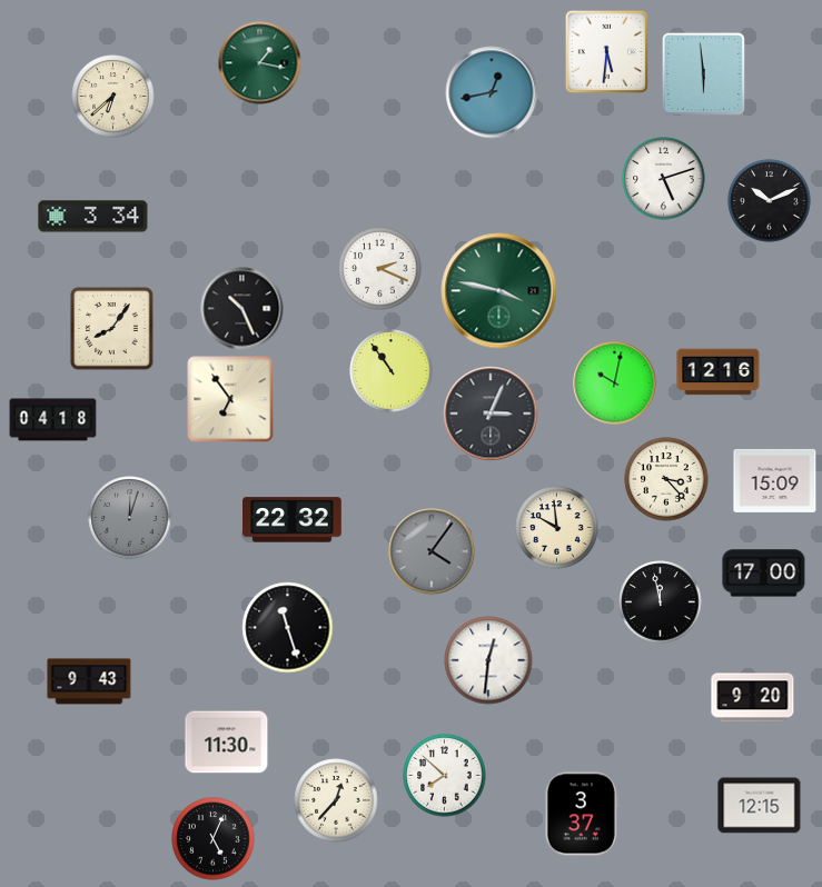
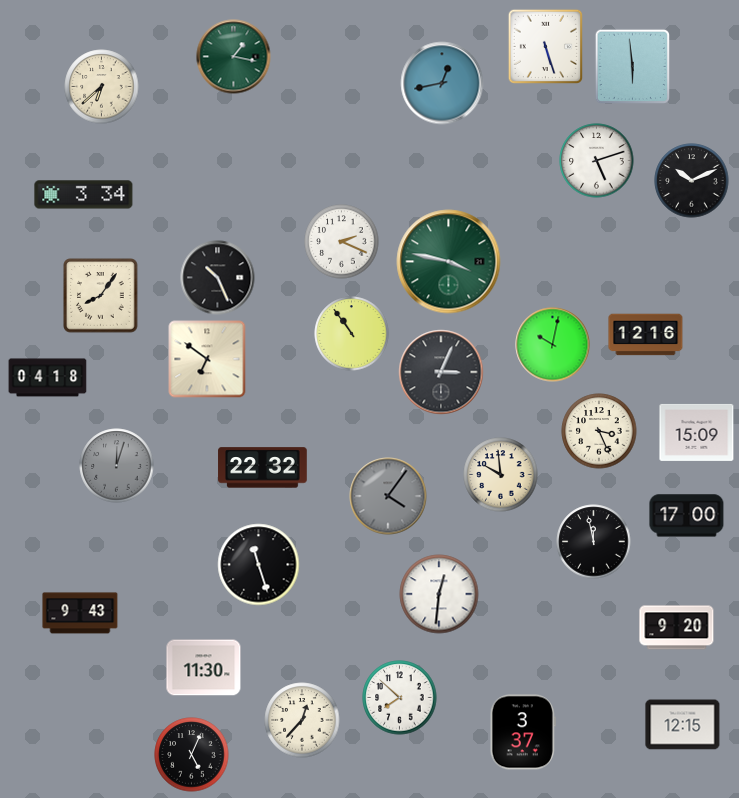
clock at (606, 51): 5:31 -> 5:27
clock at (230, 399): 6:54 -> 6:51
clock at (666, 479): 3:23 -> 3:26
